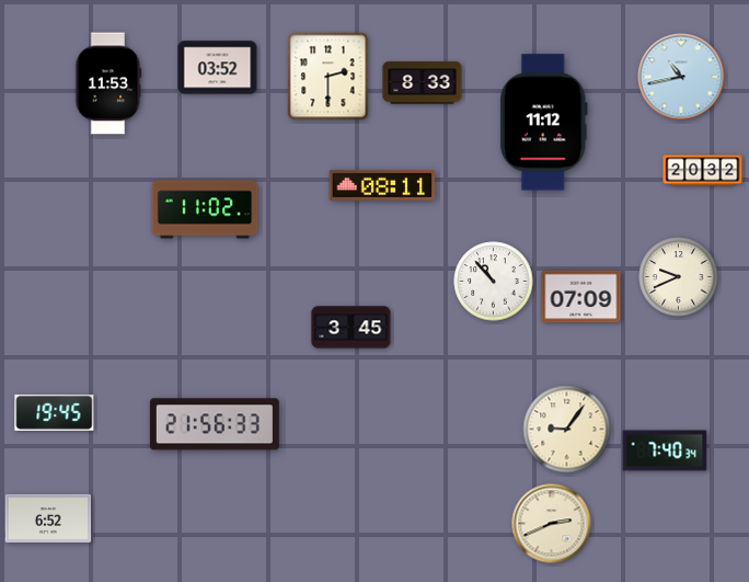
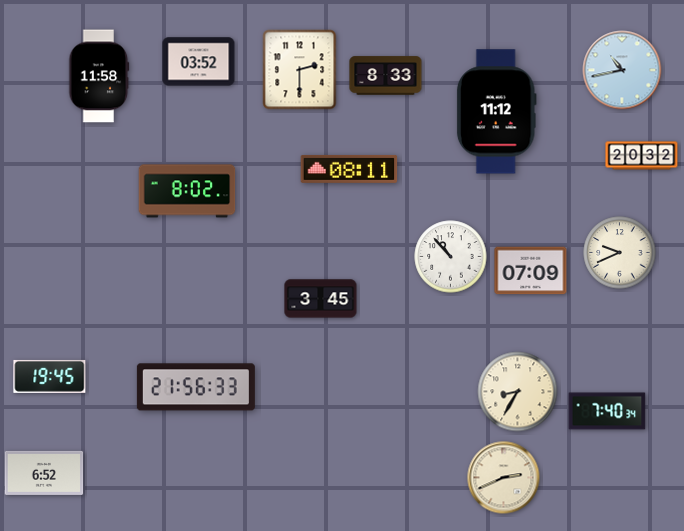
clock at (108, 83): 11:53 -> 11:58
clock at (205, 209): 11:02 -> 8:02
clock at (567, 430): 9:06 -> 8:35
